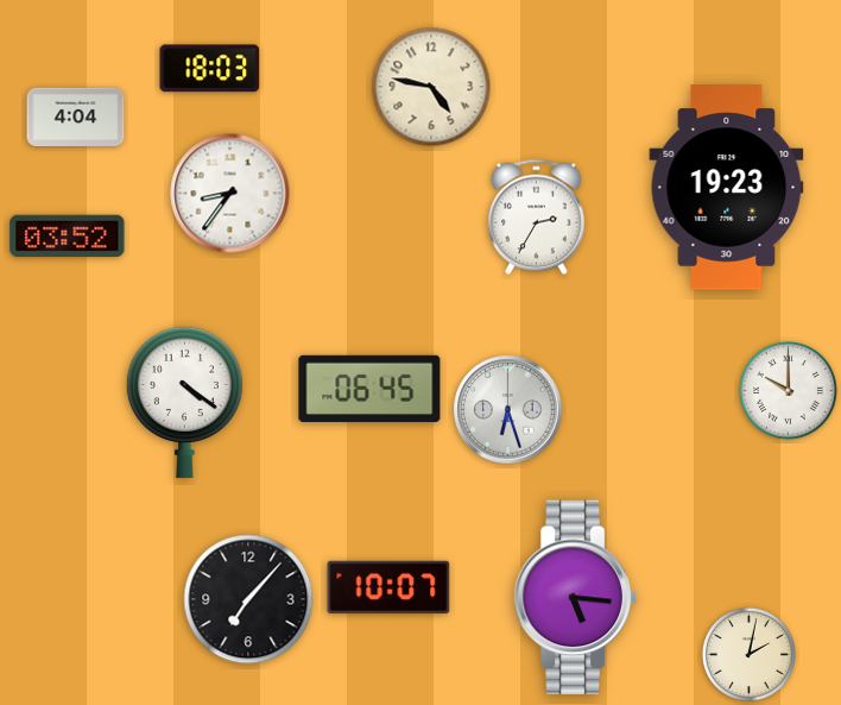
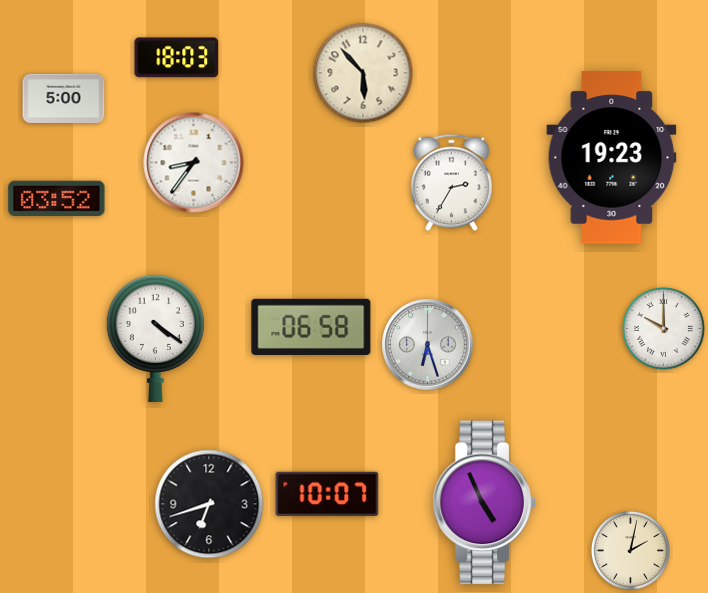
clock at (431, 87): 4:47 -> 5:53
clock at (76, 117): 4:04 -> 5:00
clock at (369, 389): 06:45 -> 06:58
clock at (575, 598): 5:16 -> 4:56
clock at (248, 599): 7:07 -> 6:42
